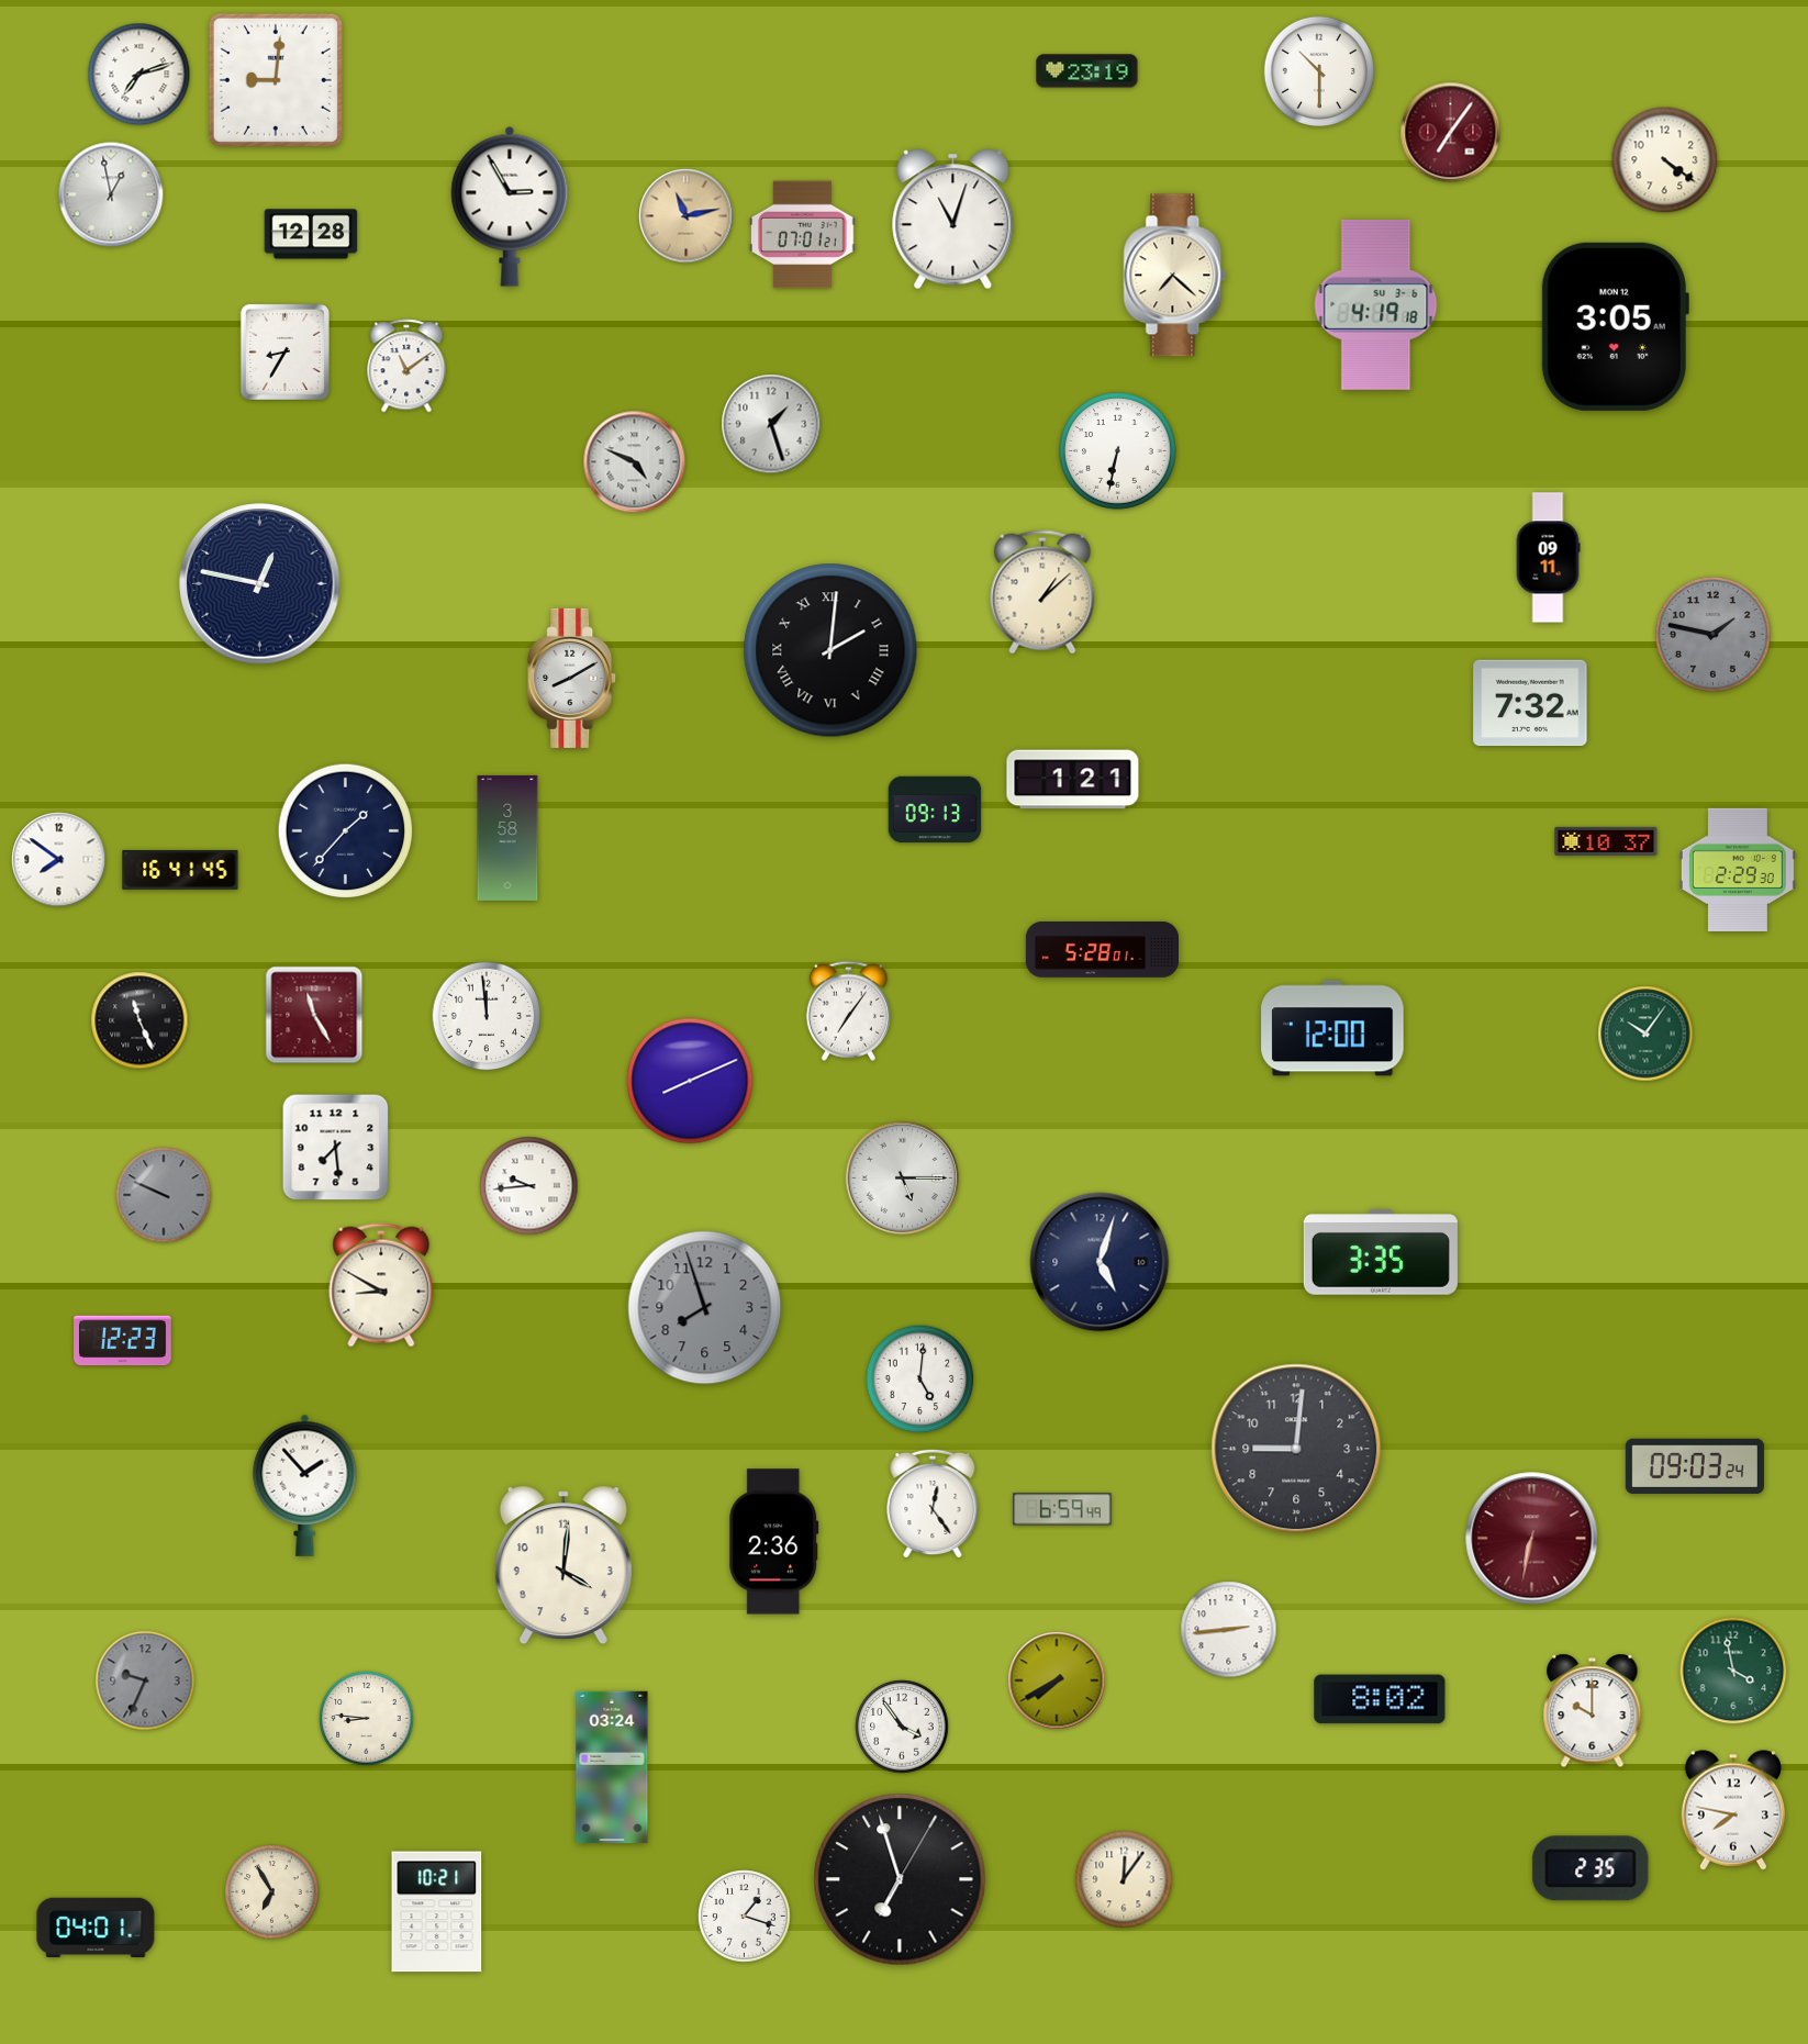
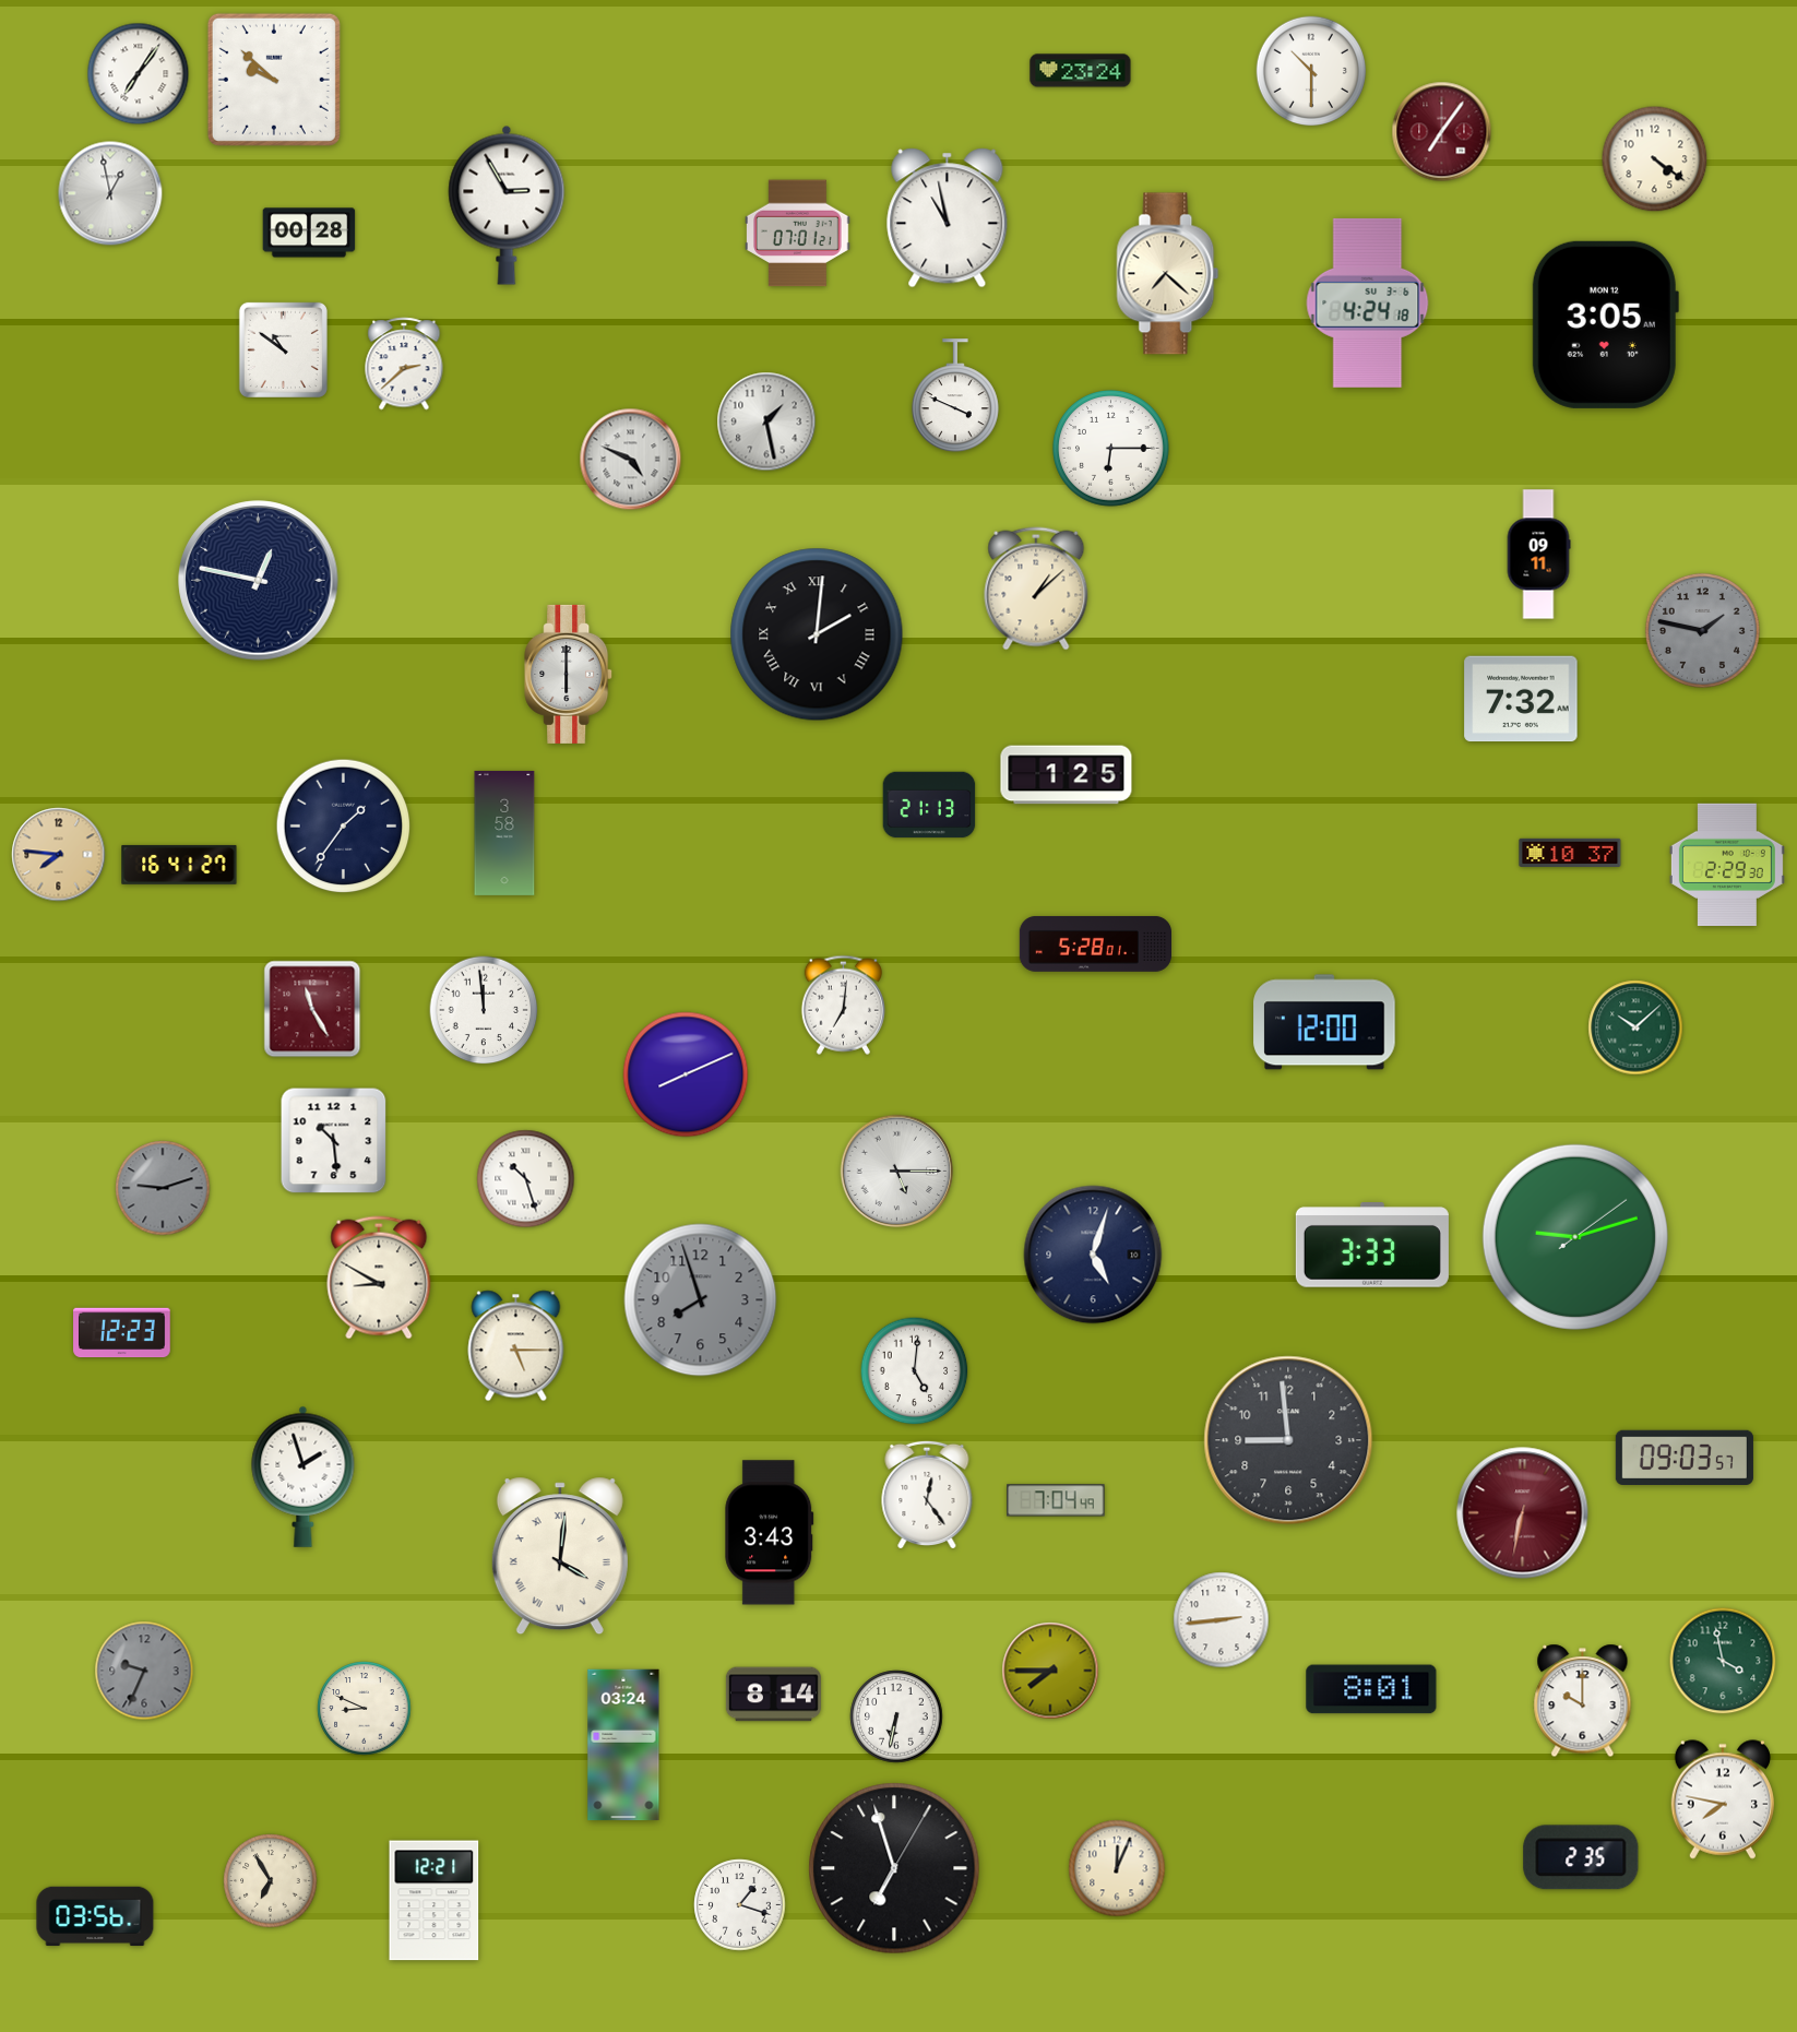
clock at (1087, 71): 23:19 -> 23:24
clock at (139, 75): 7:12 -> 7:06
clock at (276, 80): 9:01 -> 9:52
clock at (687, 216): 11:13 -> none
clock at (953, 220): 11:03 -> 10:58
clock at (311, 234): 12:28 -> 00:28
clock at (1376, 304): 4:19 -> 4:24
clock at (284, 351): 8:35 -> 10:51
clock at (406, 366): 11:09 -> 2:38
clock at (955, 396): none -> 3:49
clock at (771, 424): 1:27 -> 1:28
clock at (1118, 451): 6:32 -> 6:15
clock at (830, 650) position: (830, 650) -> (817, 634)
clock at (572, 678): 8:10 -> 6:00
clock at (1073, 780): 1:21 -> 1:25
clock at (935, 809): 09:13 -> 21:13
clock at (346, 831): 1:37 -> 1:36
clock at (1606, 841) position: (1606, 841) -> (1570, 853)
clock at (59, 860): 7:51 -> 7:46
clock at (59, 860) dial: white -> champagne
clock at (180, 870): 16:41:45 -> 16:41:27
clock at (848, 1010): 7:06 -> 7:01
clock at (139, 1020): 11:26 -> none
clock at (1645, 1034): 10:06 -> 10:08
clock at (336, 1148): 7:29 -> 10:29
clock at (529, 1186): 9:44 -> 10:27
clock at (164, 1195): 9:49 -> 9:12
clock at (1575, 1237): none -> 9:12
clock at (1381, 1252): 3:35 -> 3:33
clock at (516, 1346): none -> 5:15
clock at (1296, 1449): 9:01 -> 8:59
clock at (1695, 1466): 09:03:24 -> 09:03:57
clock at (305, 1485): 1:53 -> 1:57
clock at (1062, 1509): 6:59 -> 7:04
clock at (1532, 1539) position: (1532, 1539) -> (1523, 1513)
clock at (774, 1542): 2:36 -> 3:43
clock at (563, 1565) numerals: Arabic -> Roman
clock at (1057, 1680): 7:40 -> 7:45
clock at (1380, 1699): 8:02 -> 8:01
clock at (773, 1695): none -> 8:14
clock at (367, 1719): 8:46 -> 8:49
clock at (902, 1727): 3:54 -> 6:32
clock at (612, 1767) position: (612, 1767) -> (623, 1745)
clock at (1124, 1879): 12:06 -> 12:04
clock at (437, 1912): 10:21 -> 12:21
clock at (96, 1928): 04:01 -> 03:56
